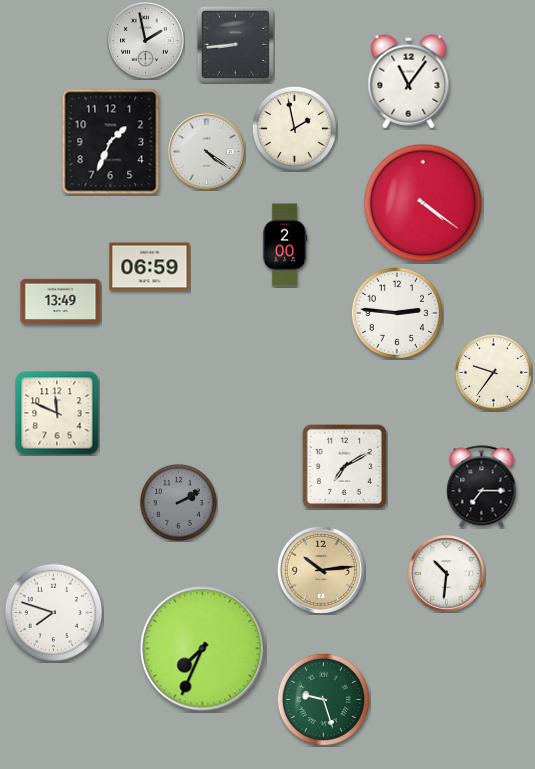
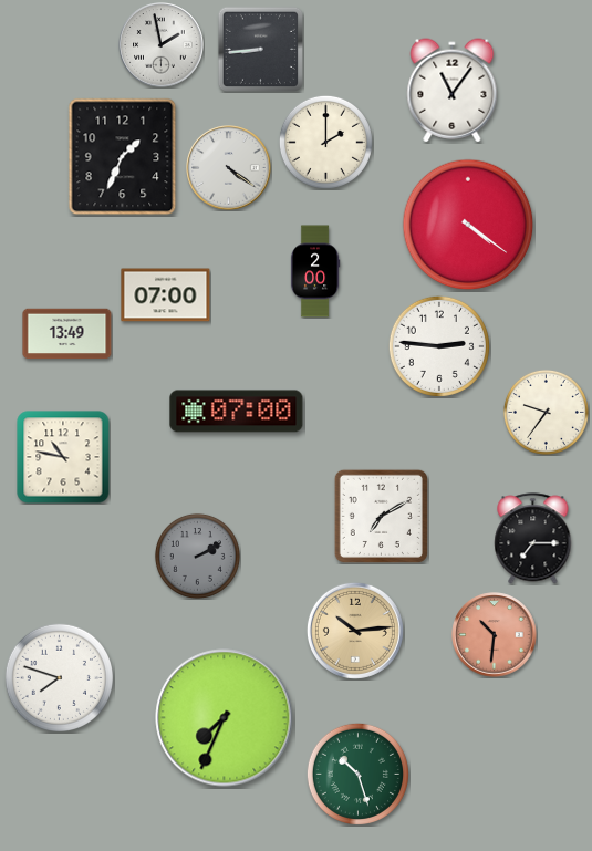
clock at (294, 128): 1:58 -> 2:00
clock at (150, 267): 06:59 -> 07:00
clock at (237, 412): none -> 07:00
clock at (57, 413): 11:49 -> 10:47
clock at (447, 574) dial: white -> salmon
clock at (323, 699): 9:27 -> 10:27
